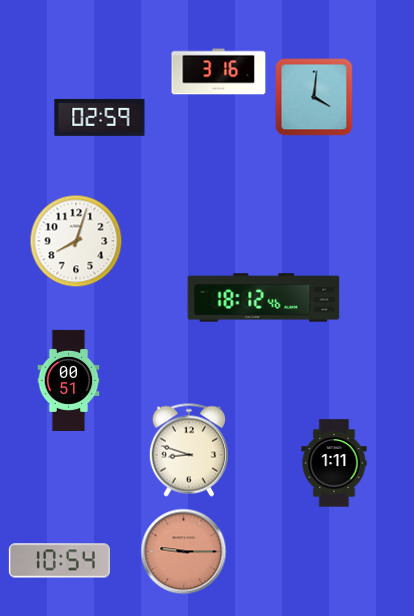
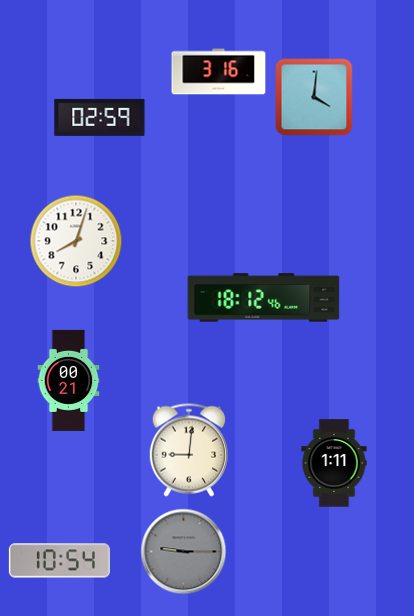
clock at (69, 380): 00:51 -> 00:21
clock at (188, 450): 8:48 -> 9:01
clock at (184, 552) dial: salmon -> grey
